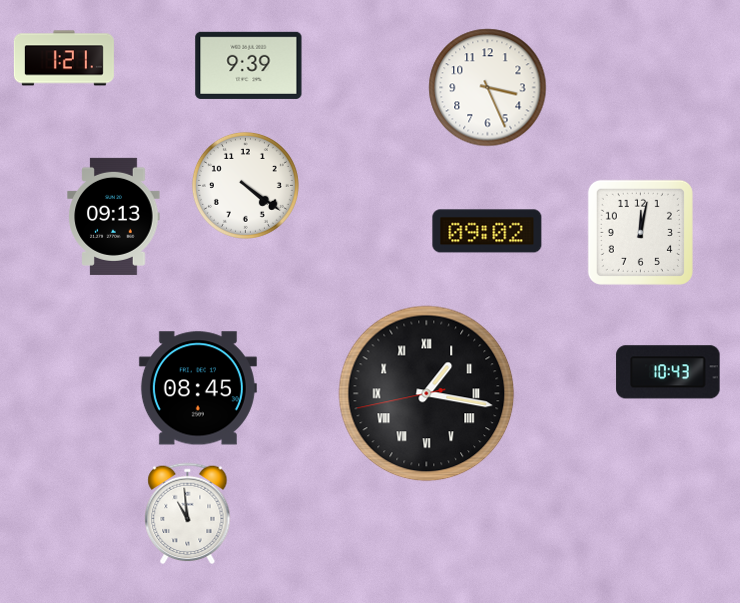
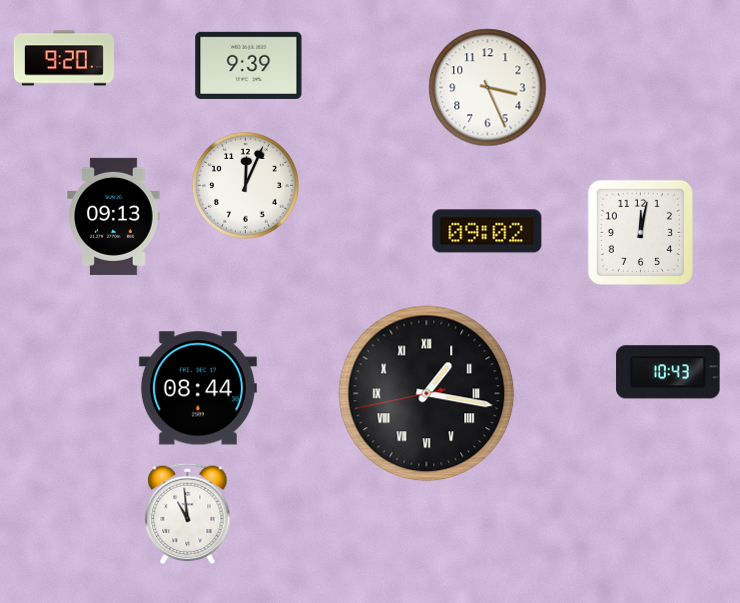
clock at (64, 58): 1:21 -> 9:20
clock at (245, 185): 4:21 -> 12:04
clock at (198, 388): 08:45 -> 08:44
